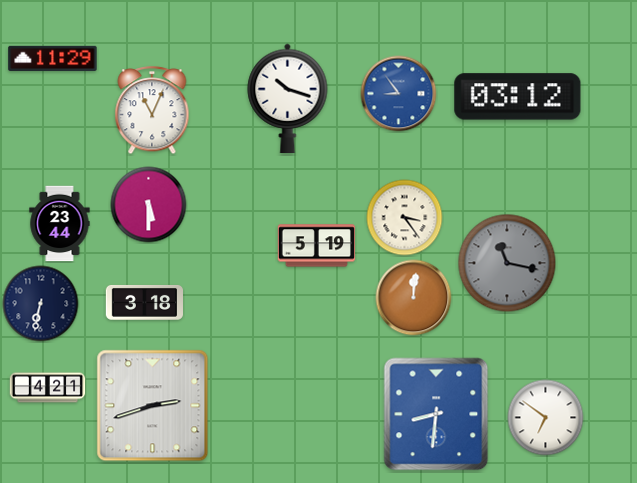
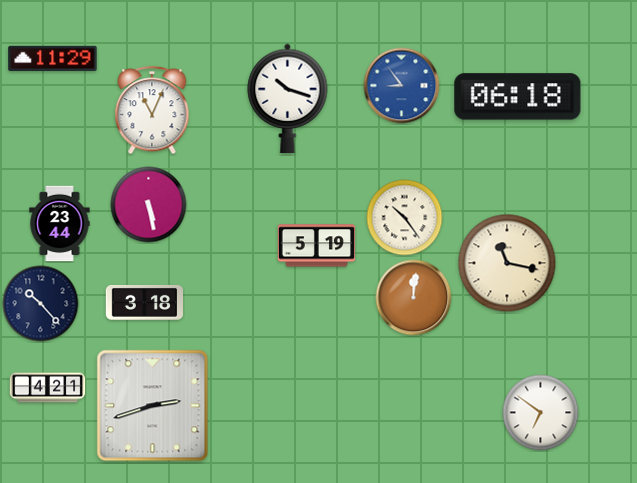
clock at (399, 94) position: (399, 94) -> (402, 86)
clock at (518, 97): 03:12 -> 06:18
clock at (149, 205): 5:30 -> 5:28
clock at (405, 218): 3:24 -> 10:24
clock at (507, 263) dial: grey -> cream
clock at (41, 304): 6:32 -> 10:23
clock at (436, 414): 8:31 -> none
clock at (546, 418) position: (546, 418) -> (541, 413)
